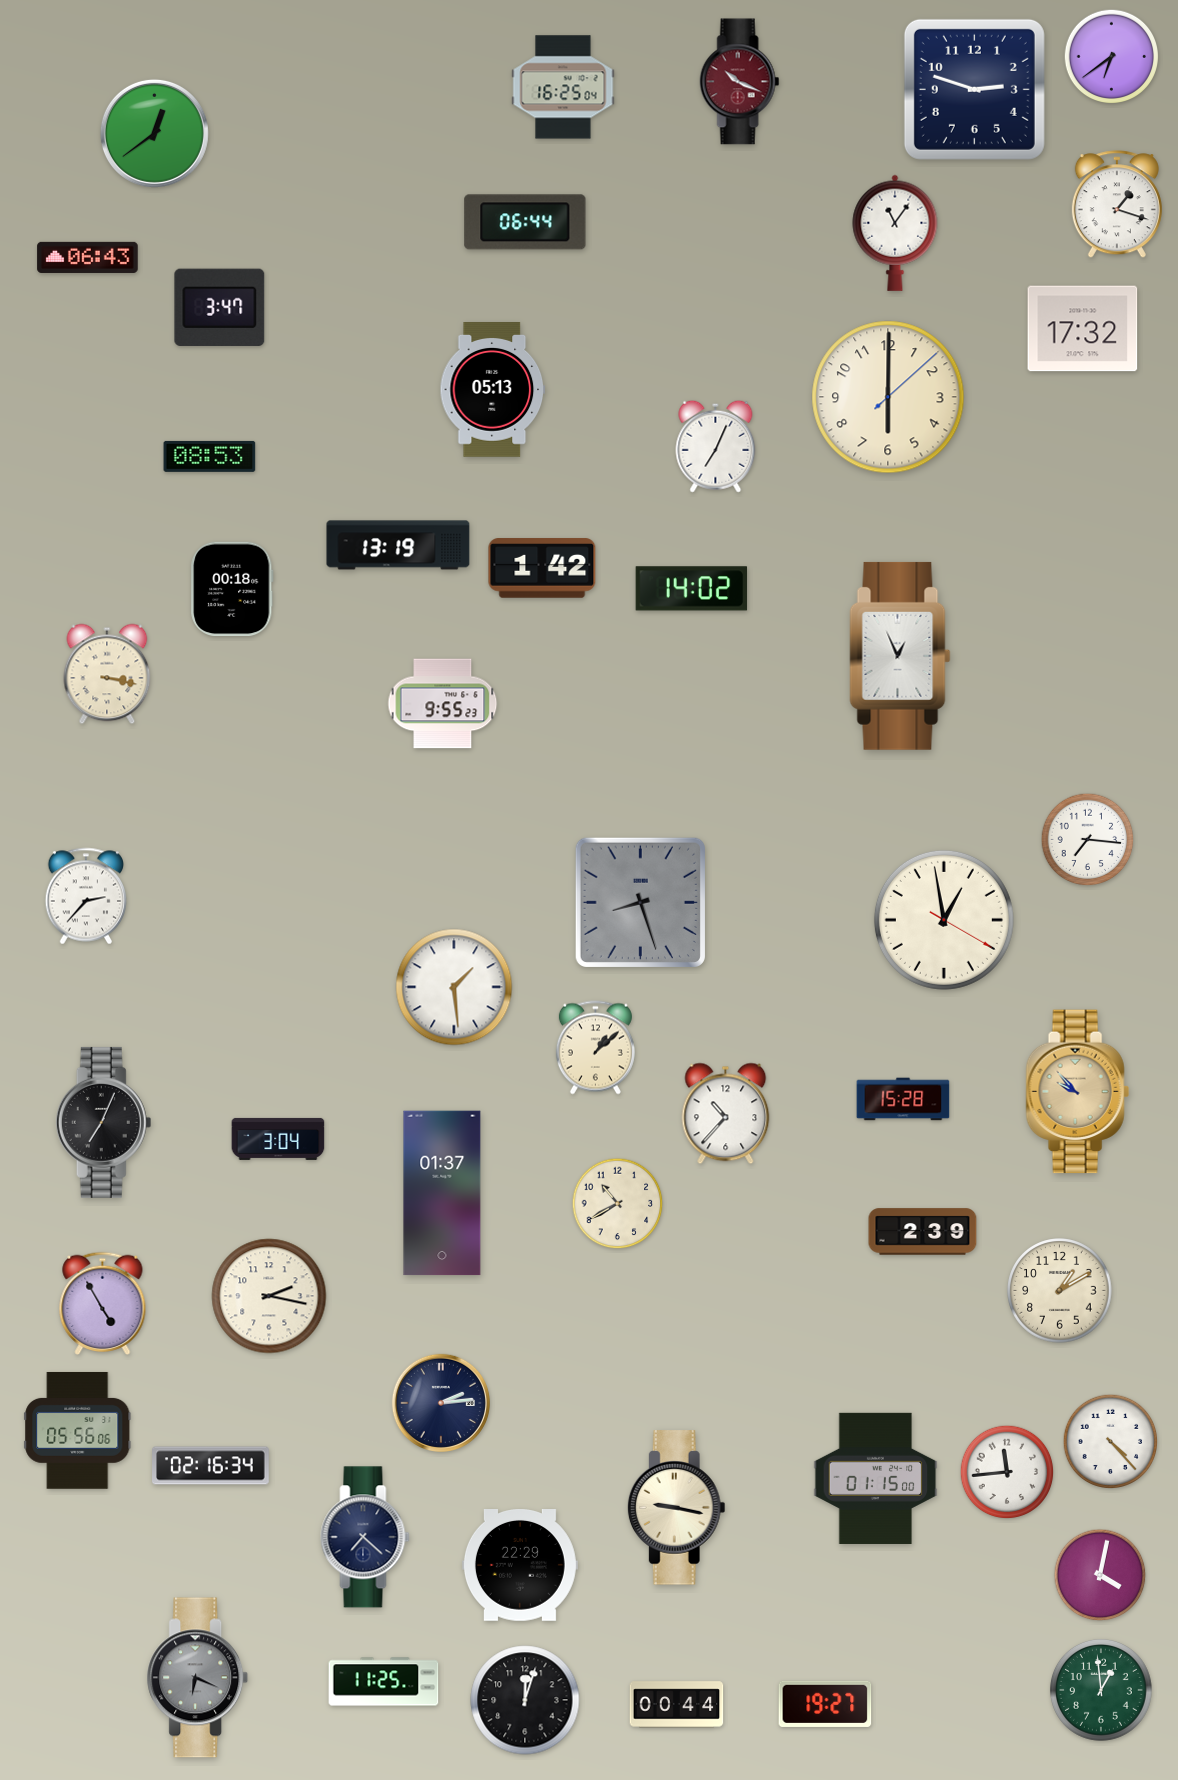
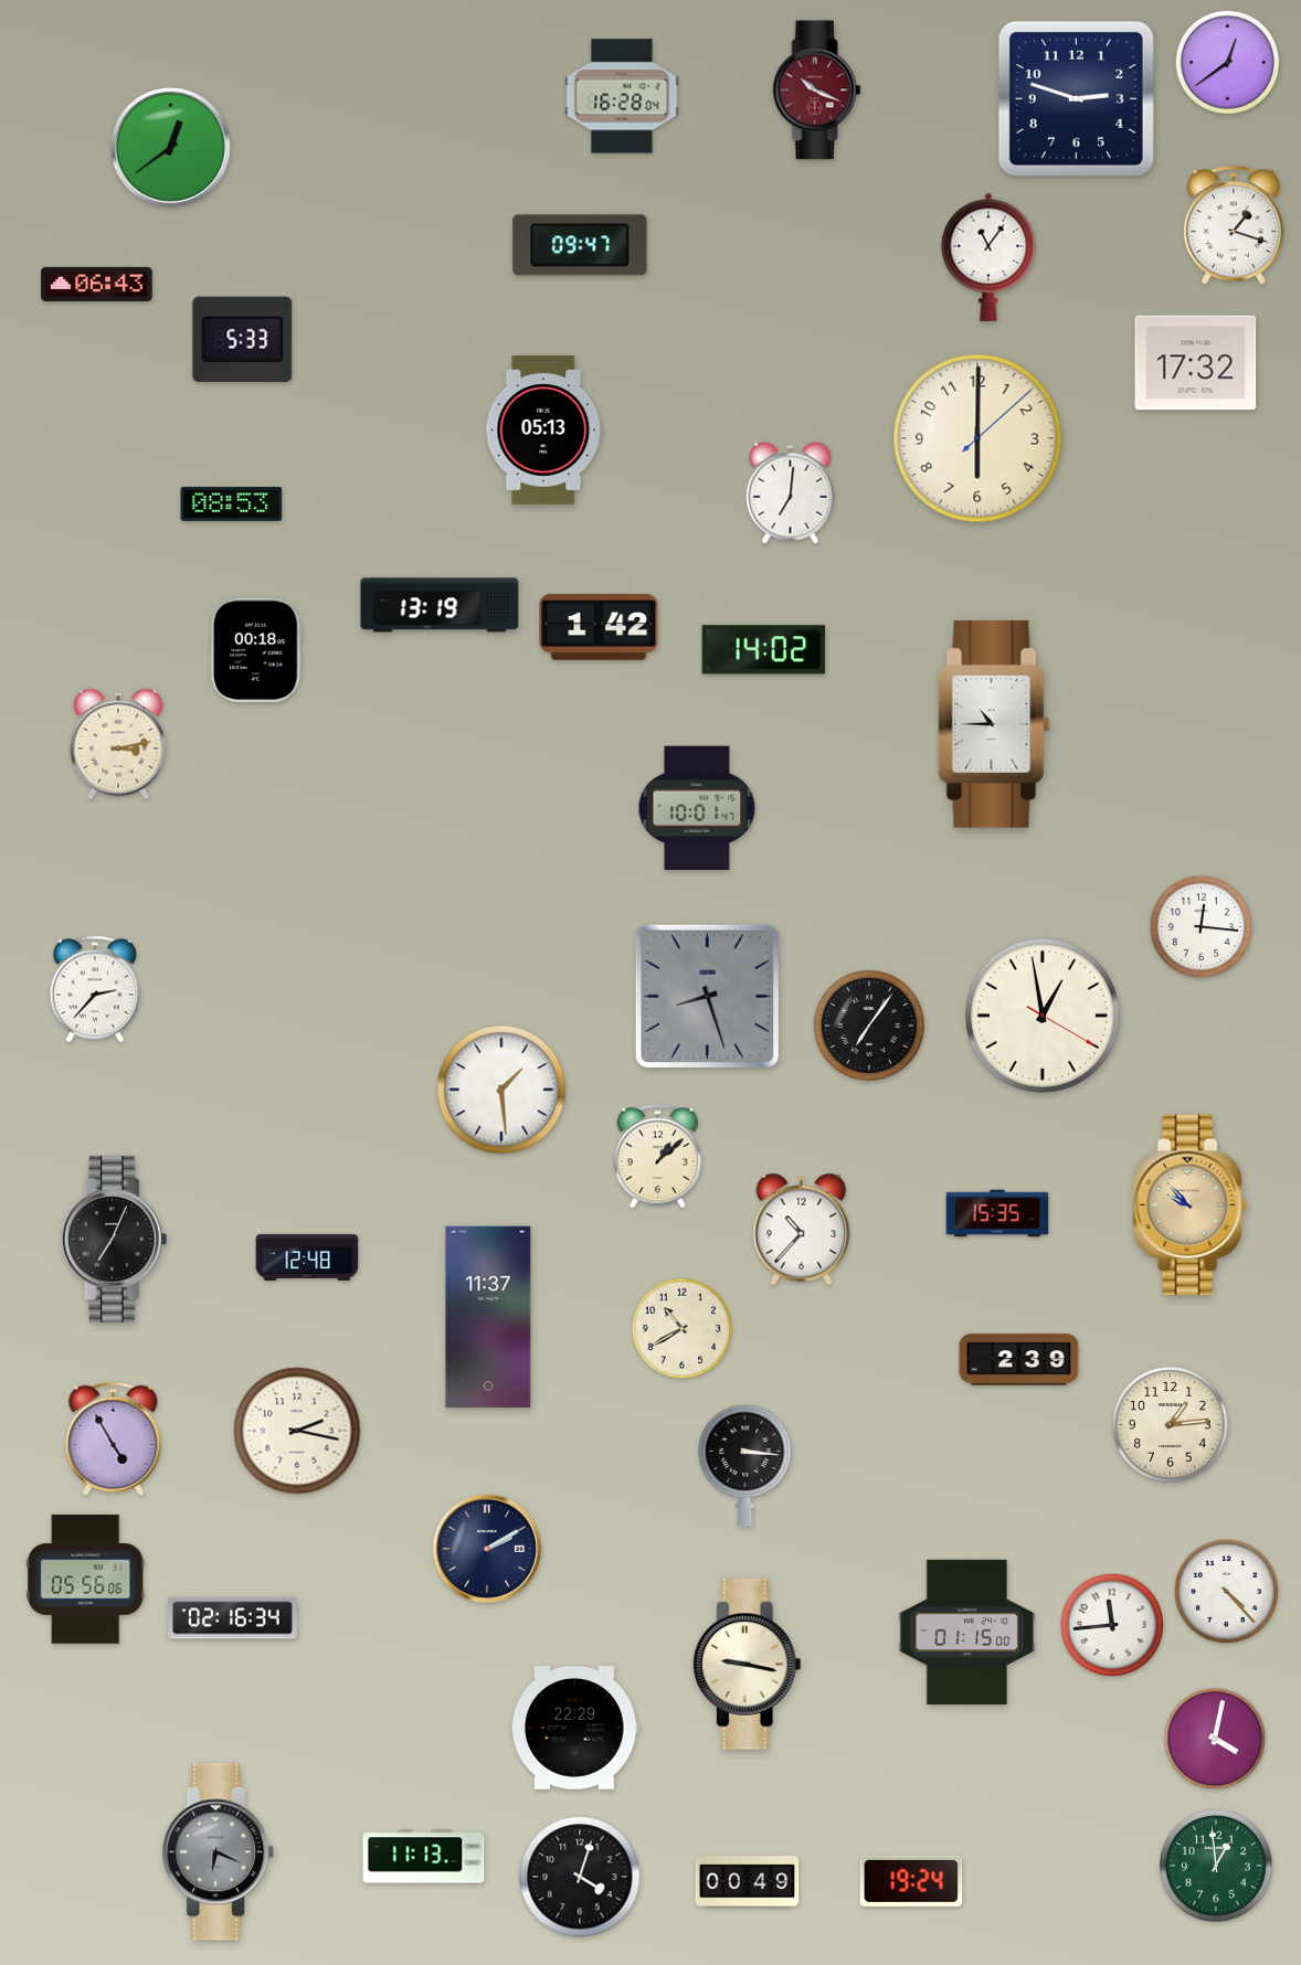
clock at (1112, 57): 6:39 -> 12:39
clock at (563, 87): 16:25 -> 16:28
clock at (525, 222): 06:44 -> 09:47
clock at (220, 307): 3:47 -> 5:33
clock at (888, 397) position: (888, 397) -> (977, 438)
clock at (716, 446): 7:04 -> 7:01
clock at (398, 545) position: (398, 545) -> (440, 605)
clock at (900, 656): 12:56 -> 10:45
clock at (107, 674): 3:17 -> 3:13
clock at (443, 704): 9:55 -> none
clock at (697, 808): none -> 10:01
clock at (1088, 840): 7:16 -> 12:16
clock at (869, 1026): none -> 7:06
clock at (903, 1099): 15:28 -> 15:35
clock at (278, 1139): 3:04 -> 12:48
clock at (442, 1193): 01:37 -> 11:37
clock at (1060, 1291): 1:10 -> 1:14
clock at (745, 1465): none -> 3:16
clock at (440, 1402): 2:14 -> 2:10
clock at (365, 1537): 7:22 -> none
clock at (384, 1682): 11:25 -> 11:13
clock at (525, 1700): 12:03 -> 4:03
clock at (825, 1704): 19:27 -> 19:24
clock at (677, 1705): 00:44 -> 00:49
